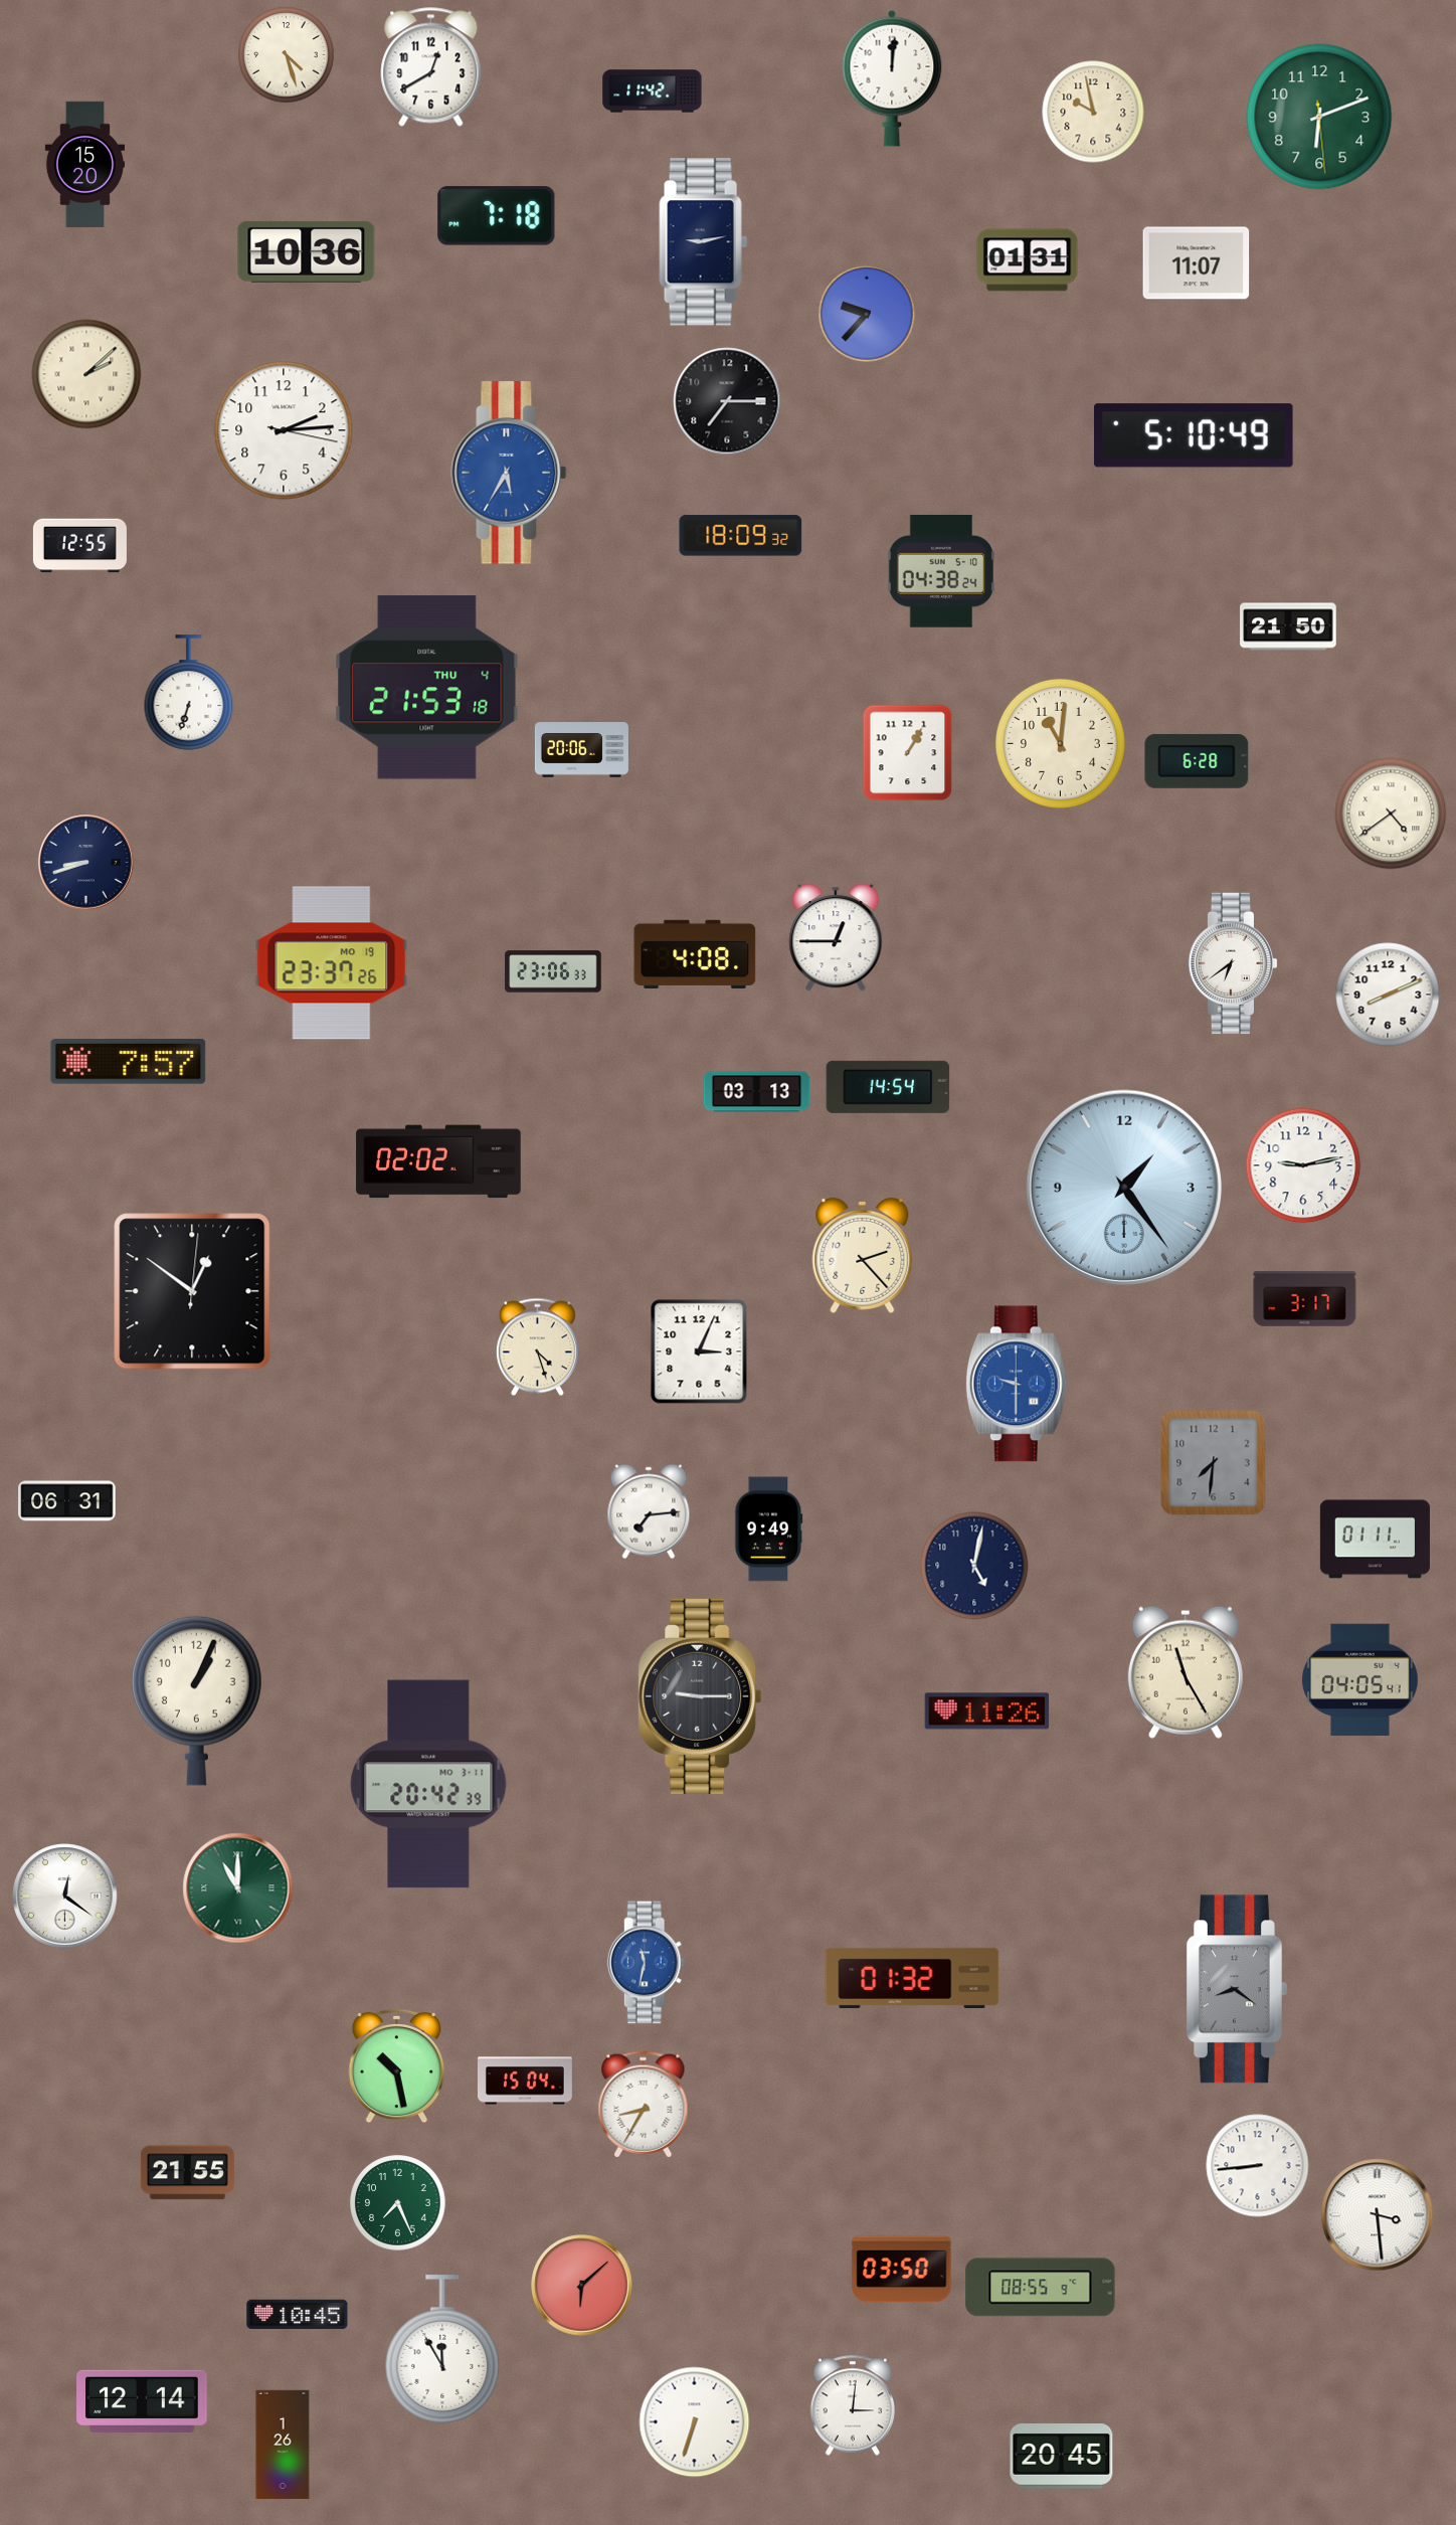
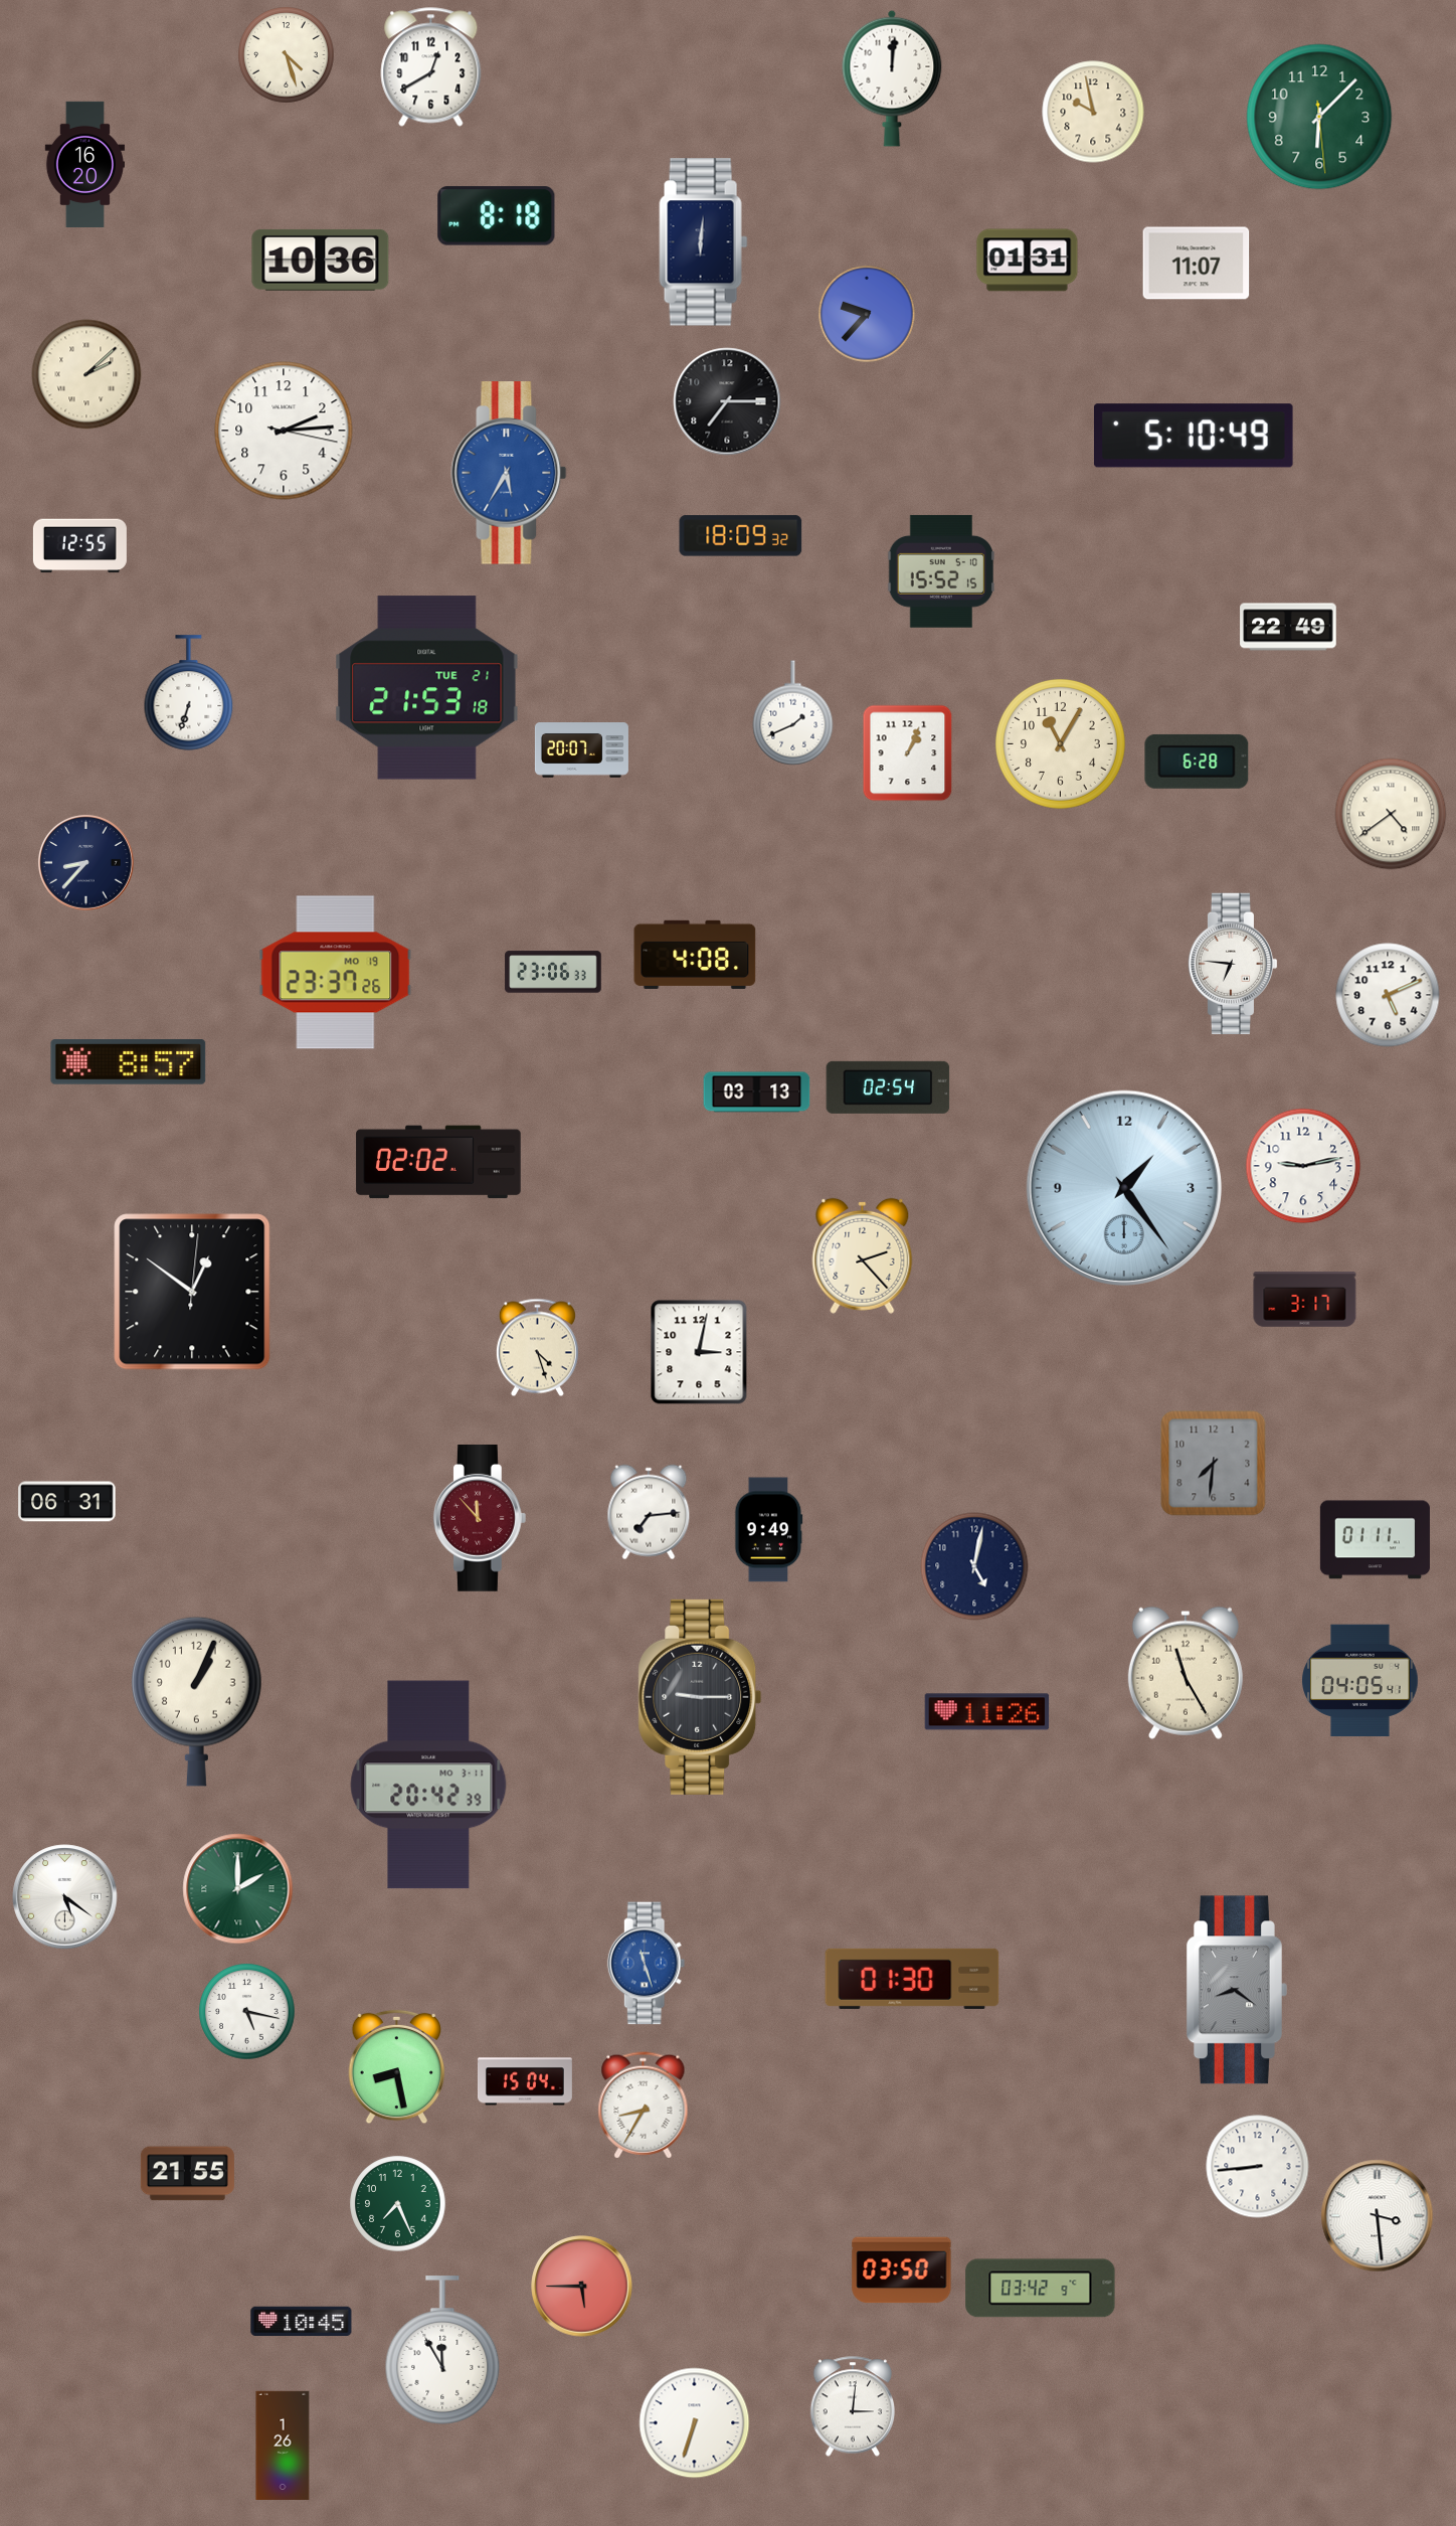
clock at (653, 92): 11:42 -> none
clock at (1319, 117): 6:11 -> 6:07
clock at (85, 164): 15:20 -> 16:20
clock at (497, 216): 7:18 -> 8:18
clock at (704, 242): 9:13 -> 6:01
clock at (307, 251) position: (307, 251) -> (321, 260)
clock at (941, 571): 04:38 -> 15:52
clock at (1288, 626): 21:50 -> 22:49
clock at (427, 688) date: THU 4 -> TUE 21
clock at (793, 713): none -> 1:41
clock at (1060, 743): 11:01 -> 11:05
clock at (581, 750): 20:06 -> 20:07
clock at (908, 753): 1:05 -> 1:04
clock at (86, 863): 8:42 -> 8:37
clock at (836, 937): 12:45 -> none
clock at (332, 963) position: (332, 963) -> (336, 973)
clock at (1233, 963): 6:39 -> 6:46
clock at (1388, 995): 8:11 -> 5:11
clock at (129, 1062): 7:57 -> 8:57
clock at (888, 1087): 14:54 -> 02:54
clock at (699, 1351): 3:04 -> 3:02
clock at (1017, 1384): 9:30 -> none
clock at (480, 1519): none -> 11:53
clock at (238, 1888): 11:00 -> 2:00
clock at (65, 1897): 12:21 -> 5:21
clock at (647, 1963): 11:32 -> 11:27
clock at (912, 1978): 01:32 -> 01:30
clock at (247, 2012): none -> 5:17
clock at (397, 2066): 10:28 -> 8:28
clock at (582, 2286): 6:08 -> 5:45
clock at (1041, 2288): 08:55 -> 03:42
clock at (298, 2315) position: (298, 2315) -> (302, 2322)
clock at (142, 2401): 12:14 -> none
clock at (1062, 2457): 20:45 -> none
